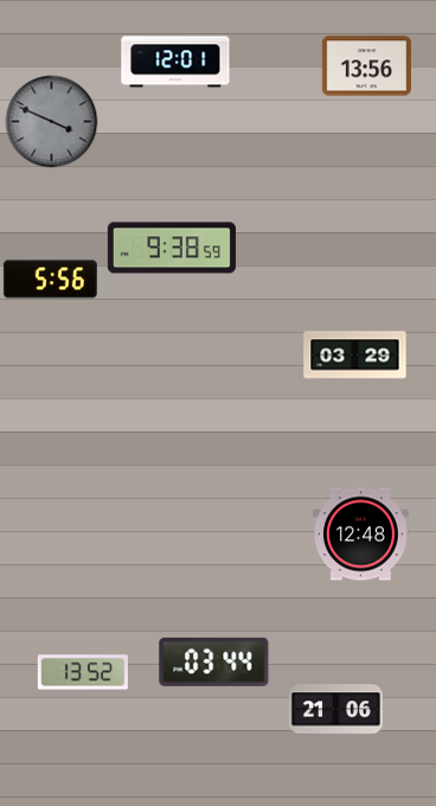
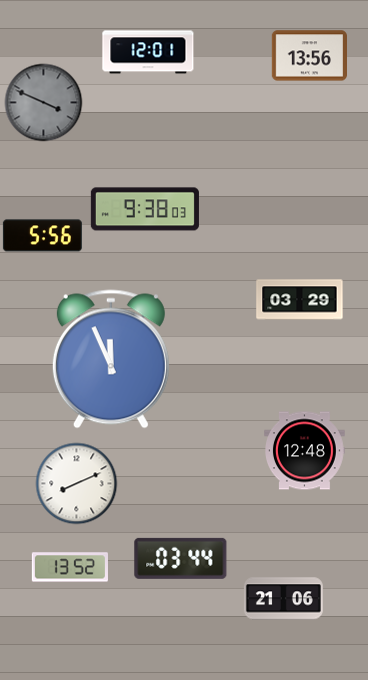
clock at (172, 248): 9:38:59 -> 9:38:03
clock at (111, 359): none -> 11:56
clock at (77, 484): none -> 8:11
